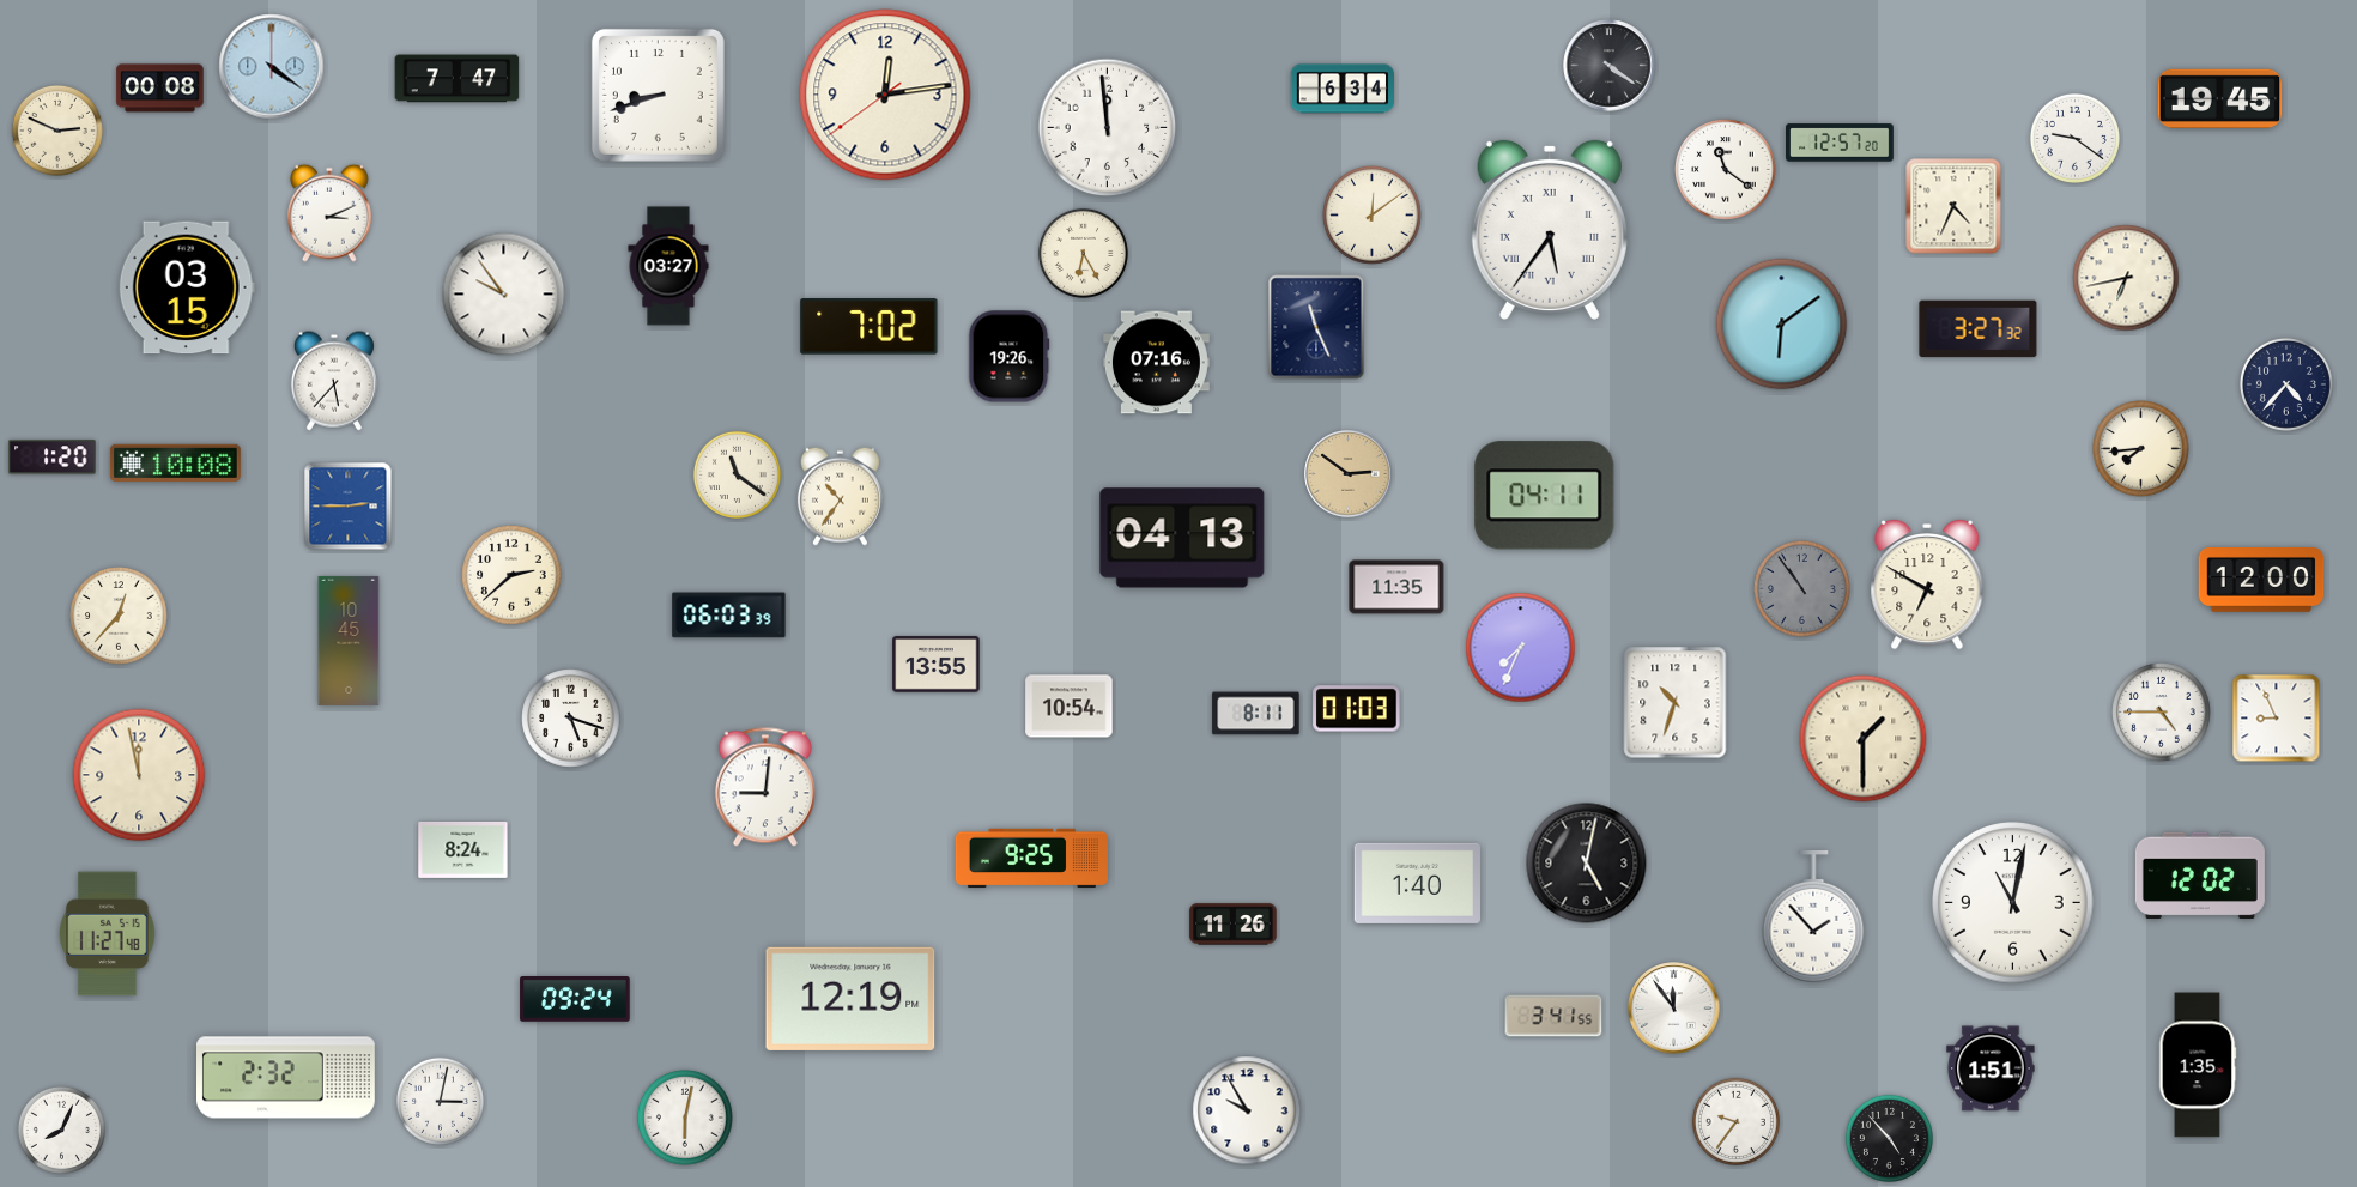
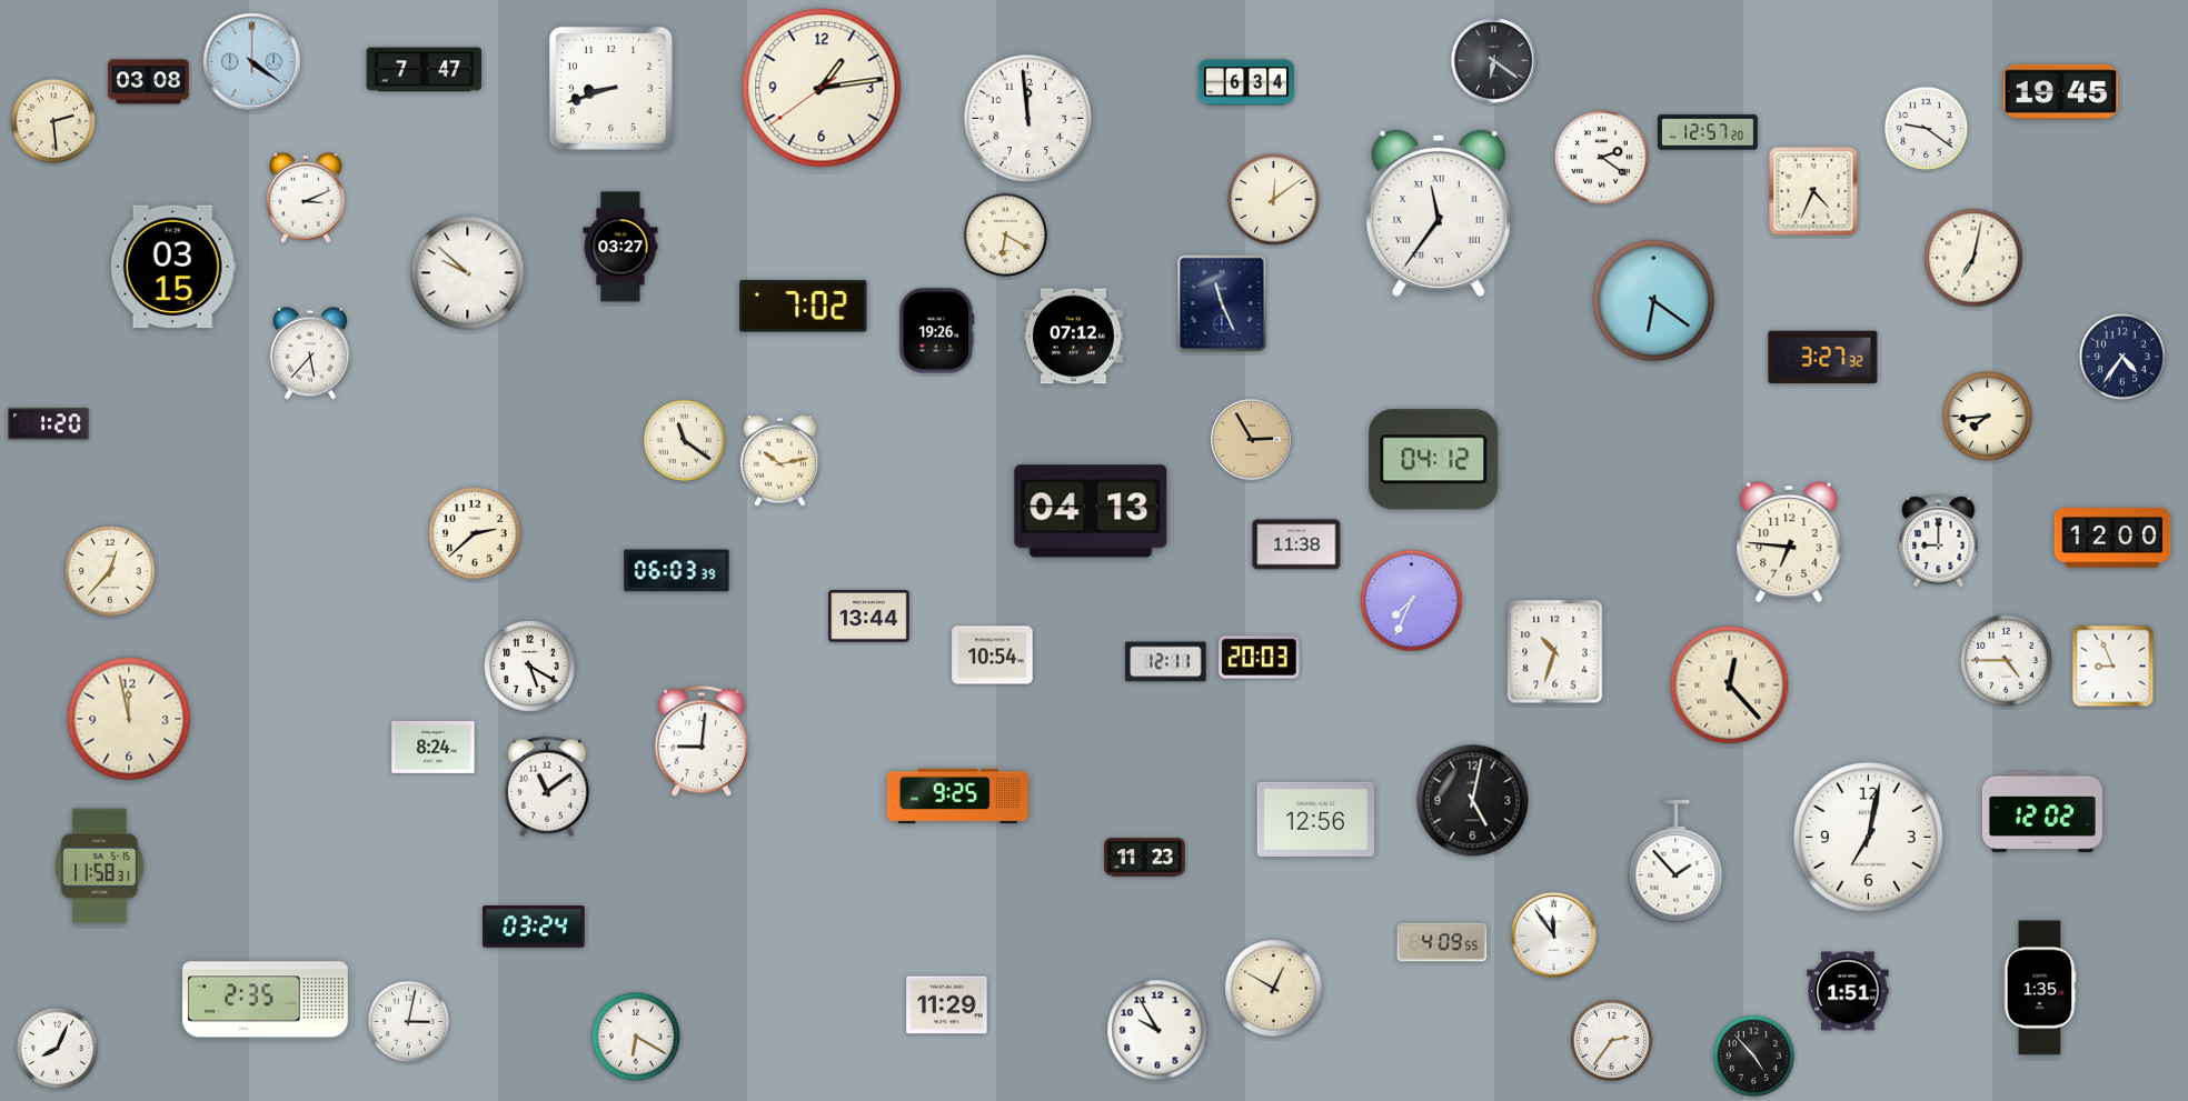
clock at (1610, 66): 4:21 -> 6:21
clock at (458, 79) position: (458, 79) -> (425, 70)
clock at (160, 89): 00:08 -> 03:08
clock at (885, 95): 12:13 -> 1:13
clock at (57, 131): 2:49 -> 2:29
clock at (1726, 170): 11:21 -> 2:21
clock at (1550, 230): 5:36 -> 11:36
clock at (1083, 253): 6:25 -> 6:20
clock at (2126, 278): 6:43 -> 7:02
clock at (504, 295): 9:54 -> 9:52
clock at (1782, 325): 6:09 -> 6:21
clock at (870, 327) position: (870, 327) -> (804, 307)
clock at (1979, 329) position: (1979, 329) -> (1823, 358)
clock at (1156, 363): 07:16 -> 07:12
clock at (2286, 384): 4:37 -> 4:36
clock at (175, 464): 10:08 -> none
clock at (1349, 474): 2:51 -> 2:55
clock at (840, 496): 10:36 -> 10:13
clock at (1545, 496): 04:11 -> 04:12
clock at (349, 507): 2:45 -> none
clock at (1182, 538) position: (1182, 538) -> (1091, 511)
clock at (2261, 581) position: (2261, 581) -> (2112, 539)
clock at (1939, 541): none -> 9:00
clock at (1927, 585): 6:50 -> 6:46
clock at (1396, 587): 11:35 -> 11:38
clock at (1802, 589): 10:54 -> none
clock at (349, 641): 10:45 -> none
clock at (937, 665): 13:55 -> 13:44
clock at (1357, 709): 01:03 -> 20:03
clock at (1256, 714): 8:11 -> 12:11
clock at (571, 719): 5:18 -> 5:20
clock at (1864, 739): 1:30 -> 12:23
clock at (765, 787) position: (765, 787) -> (702, 741)
clock at (547, 787): none -> 11:09
clock at (463, 849) position: (463, 849) -> (434, 747)
clock at (1418, 883): 1:40 -> 12:56
clock at (2013, 903): 11:02 -> 7:02
clock at (1813, 917) position: (1813, 917) -> (1675, 862)
clock at (1234, 925): 11:26 -> 11:23
clock at (108, 934): 11:27 -> 11:58
clock at (850, 999): 12:19 -> none
clock at (575, 1000): 09:24 -> 03:24
clock at (1553, 1016): 3:41 -> 4:09
clock at (1274, 989): none -> 12:50
clock at (286, 1078): 2:32 -> 2:35
clock at (947, 1005): none -> 11:29
clock at (686, 1119): 6:02 -> 6:20
clock at (1735, 1121): 9:36 -> 2:36
